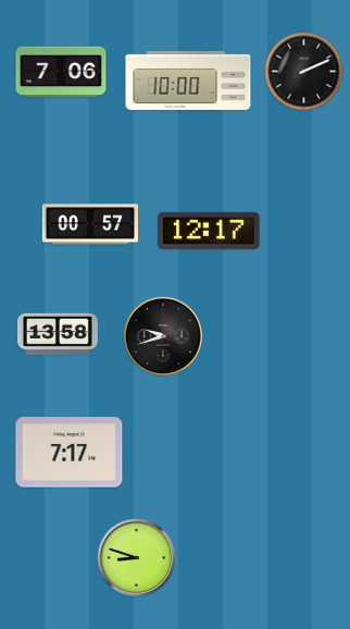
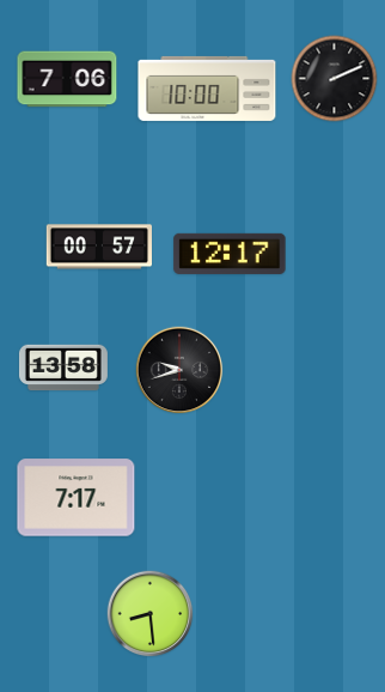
clock at (137, 558): 8:48 -> 8:29
